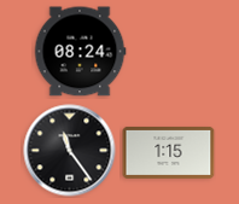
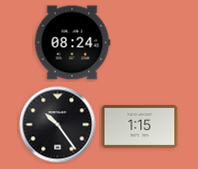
clock at (80, 52) position: (80, 52) -> (72, 43)
clock at (70, 151): 11:24 -> 10:24
